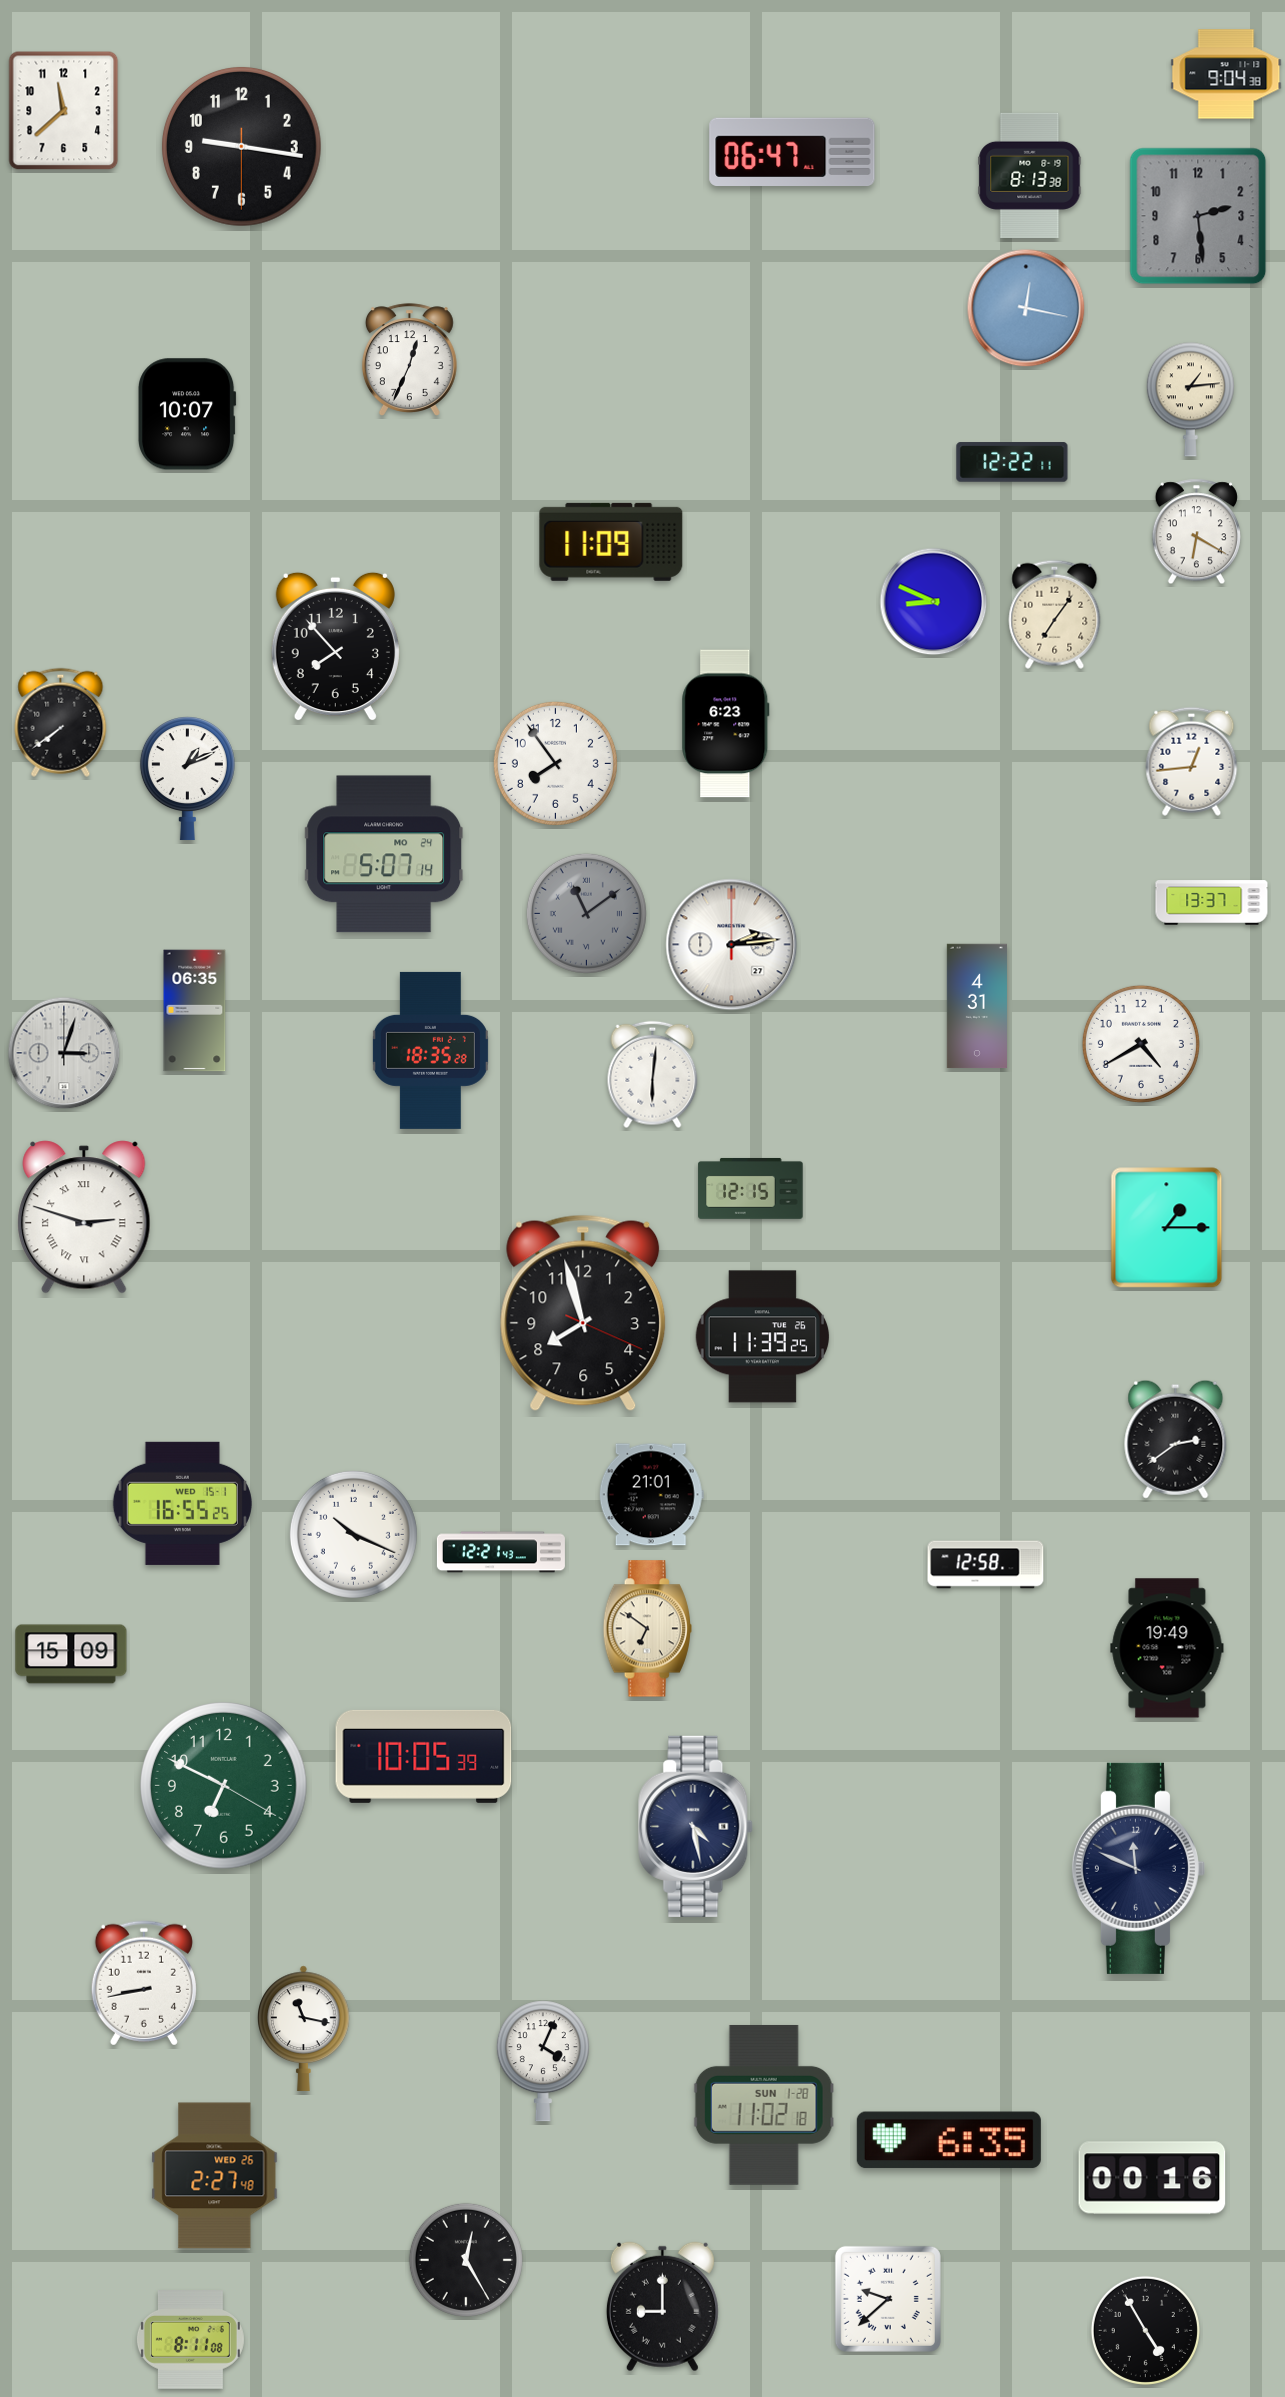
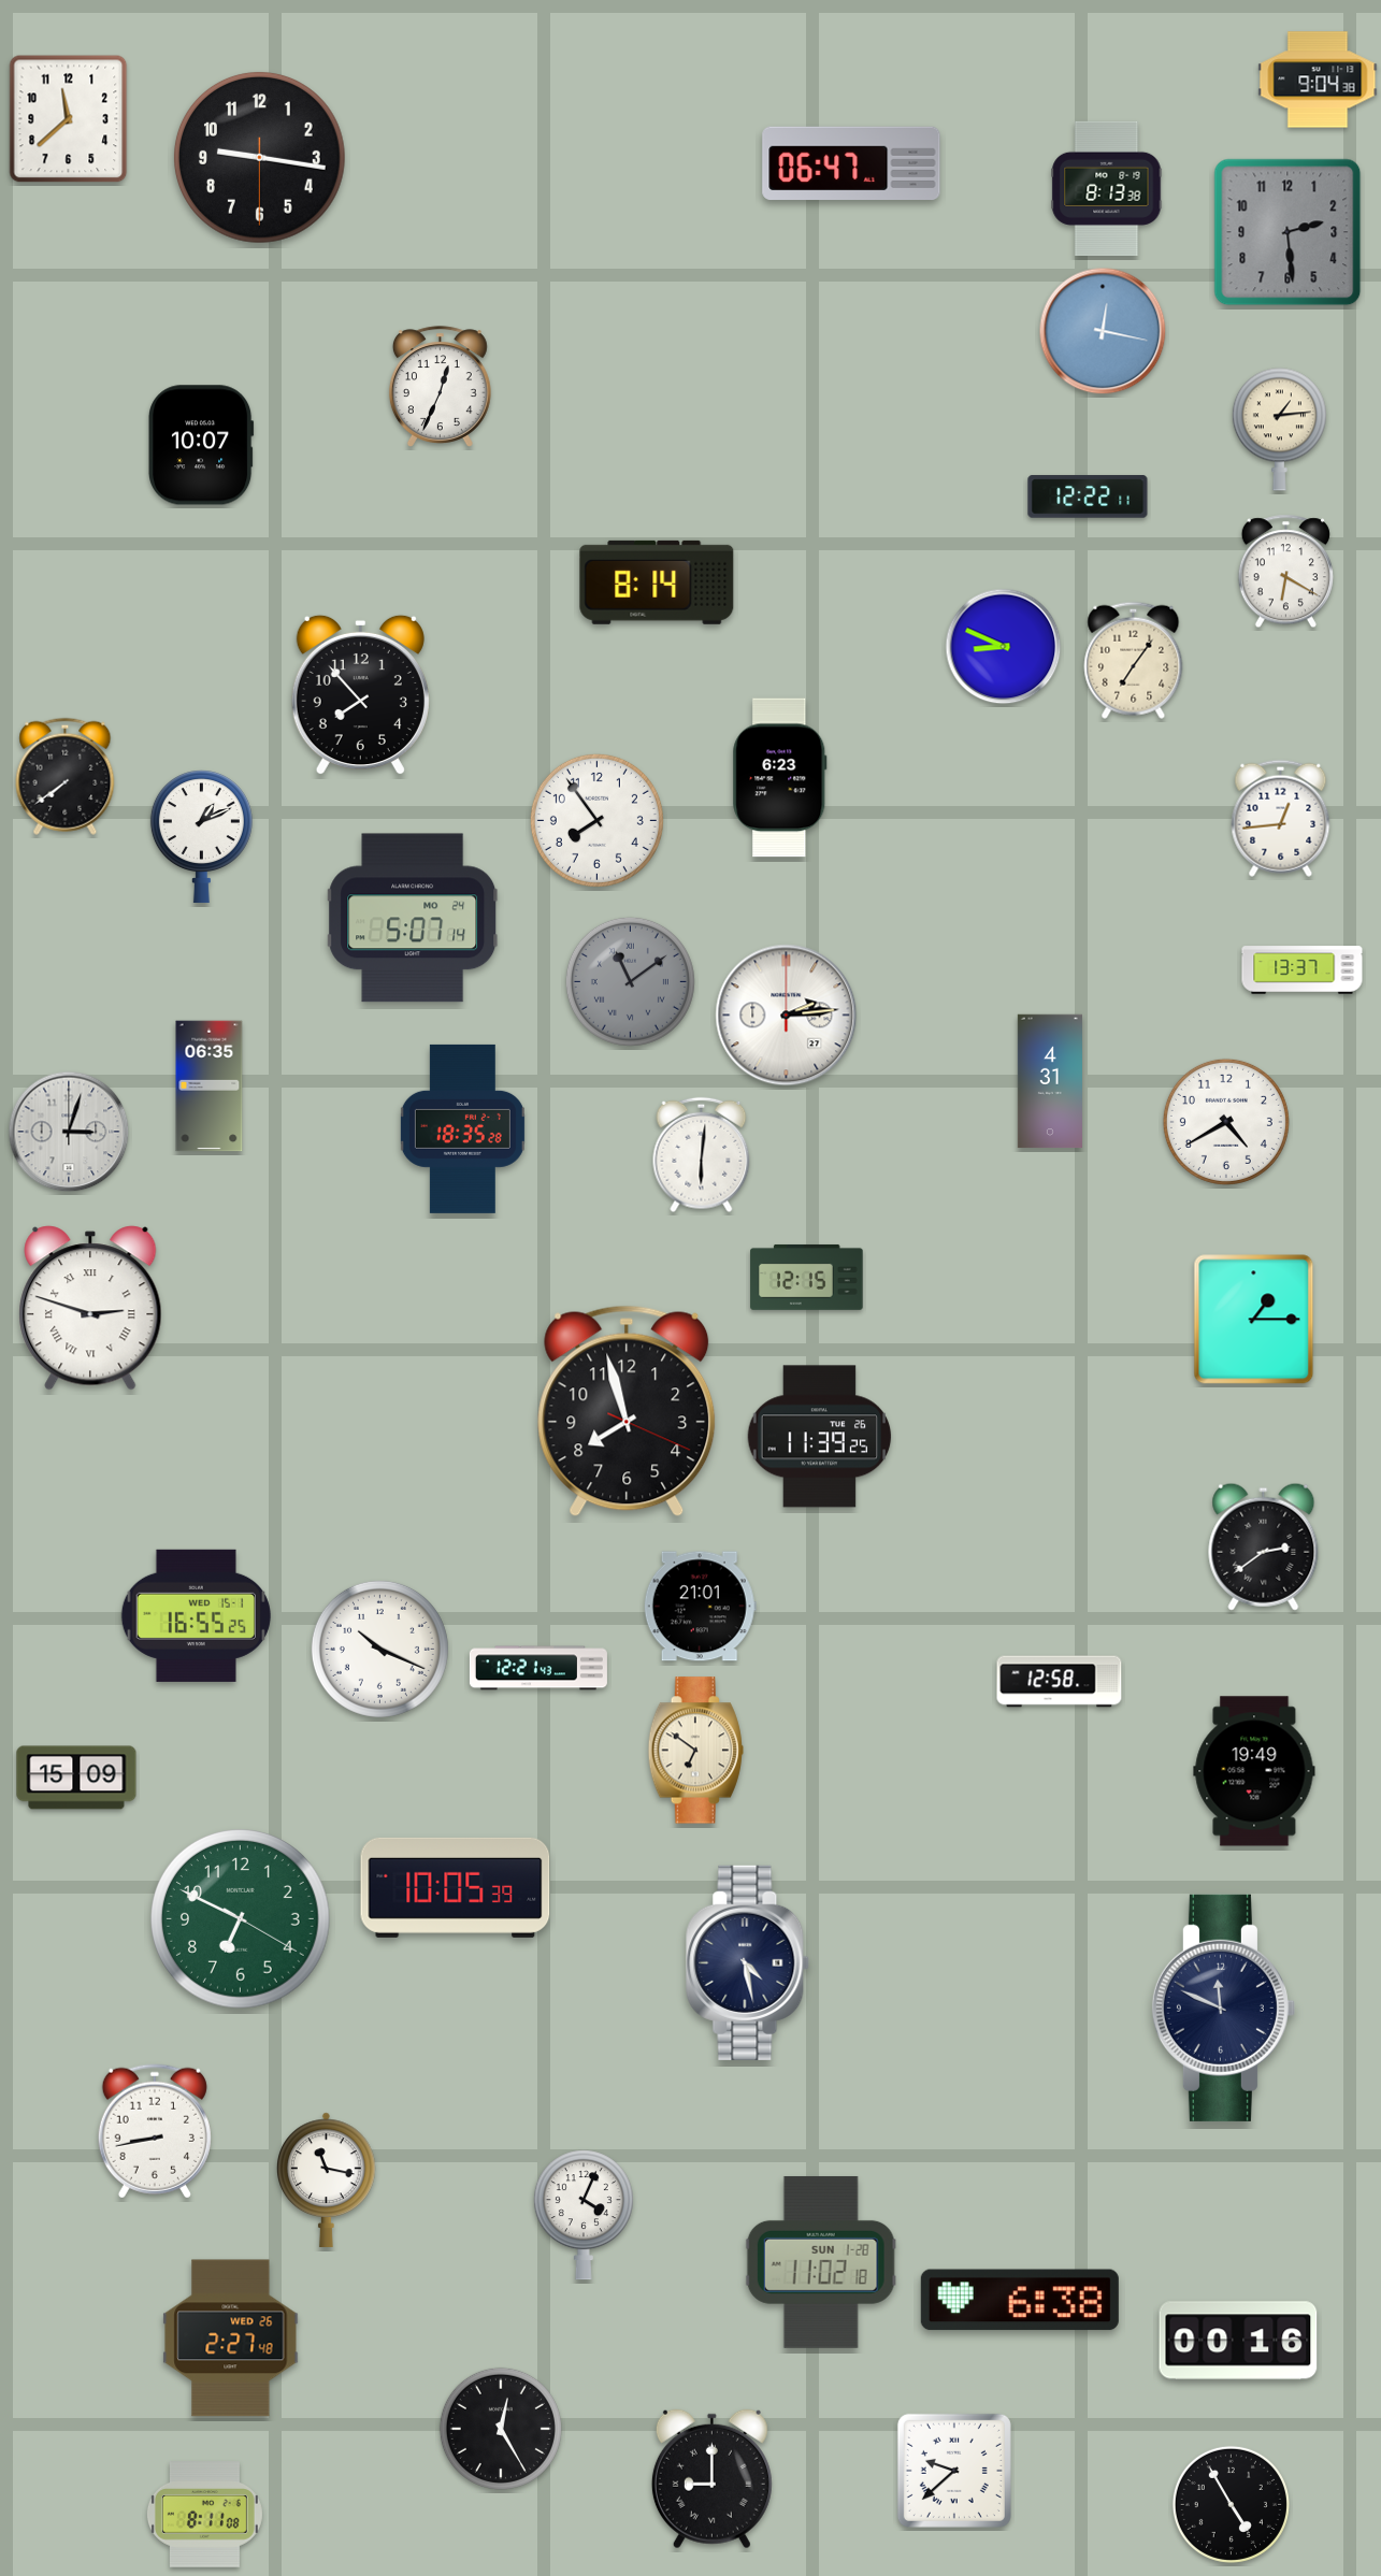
clock at (611, 542): 11:09 -> 8:14
clock at (949, 2140): 6:35 -> 6:38
